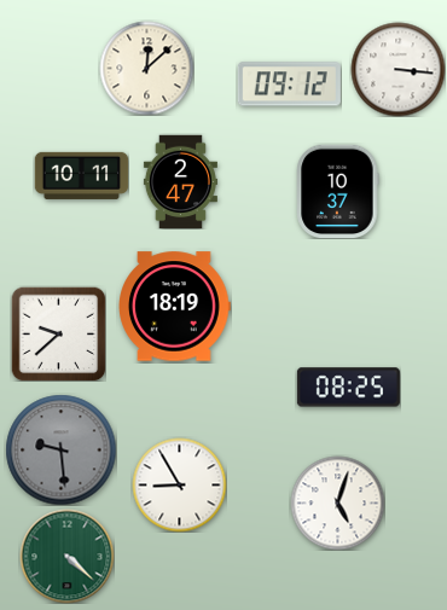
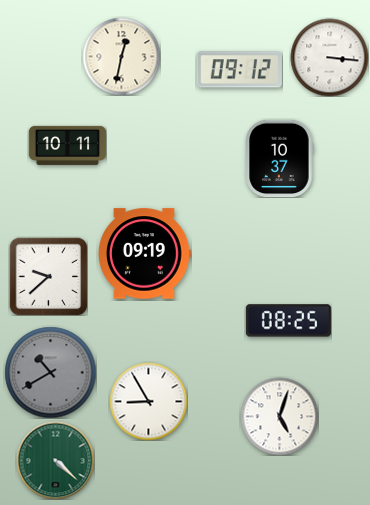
clock at (146, 68): 12:08 -> 12:32
clock at (180, 181): 2:47 -> none
clock at (175, 307): 18:19 -> 09:19
clock at (60, 449): 9:29 -> 10:40
